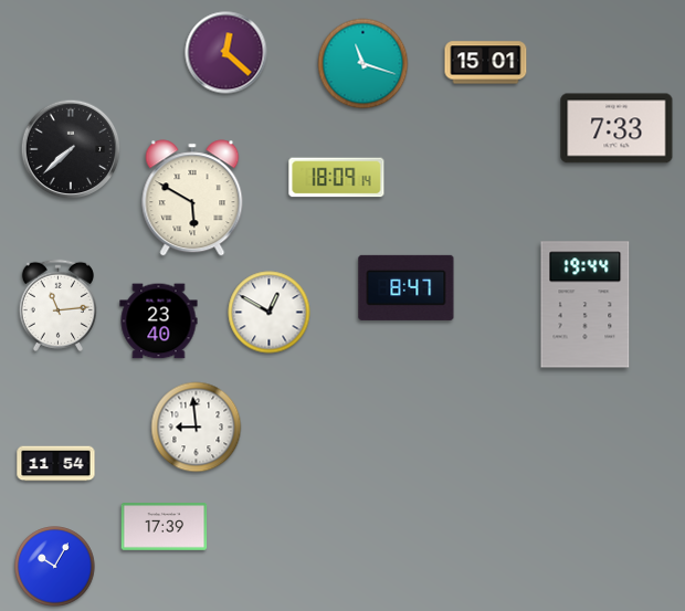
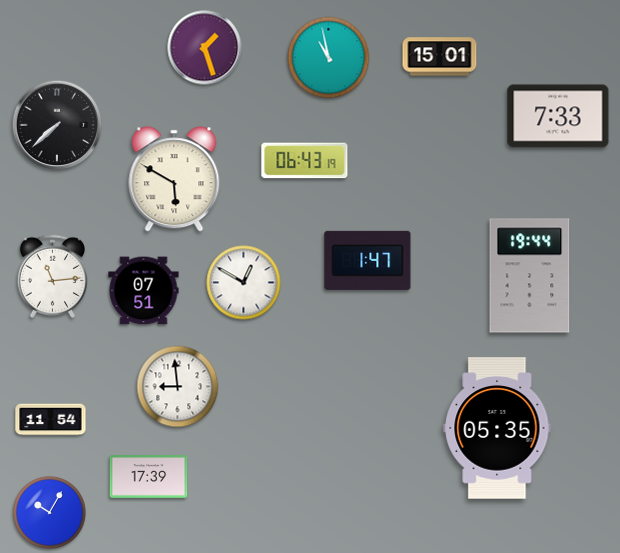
clock at (226, 53): 12:22 -> 1:27
clock at (363, 64): 11:18 -> 10:58
clock at (71, 149) position: (71, 149) -> (57, 125)
clock at (337, 178): 18:09 -> 06:43
clock at (407, 287): 8:47 -> 1:47
clock at (159, 322): 23:40 -> 07:51
clock at (497, 428): none -> 05:35
